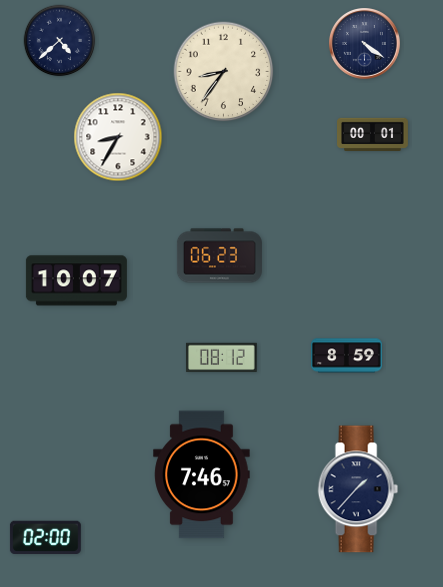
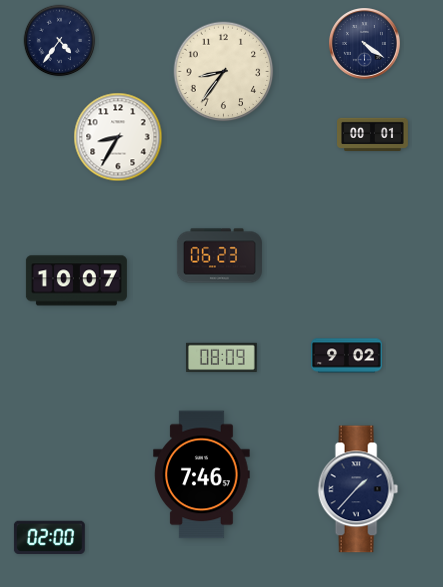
clock at (60, 41): 4:38 -> 4:36
clock at (347, 356): 8:59 -> 9:02
clock at (221, 358): 08:12 -> 08:09
clock at (45, 537) position: (45, 537) -> (49, 537)
